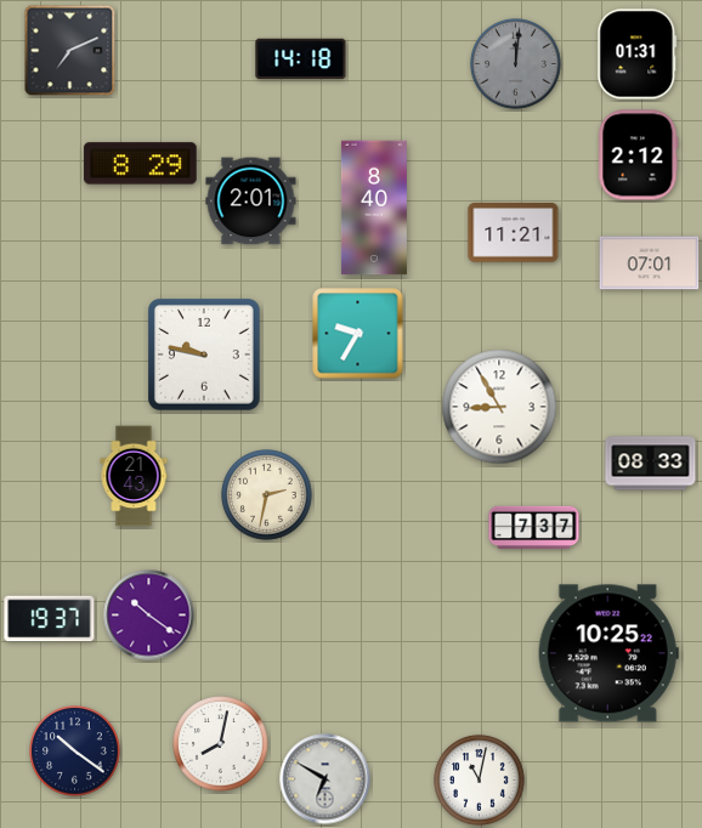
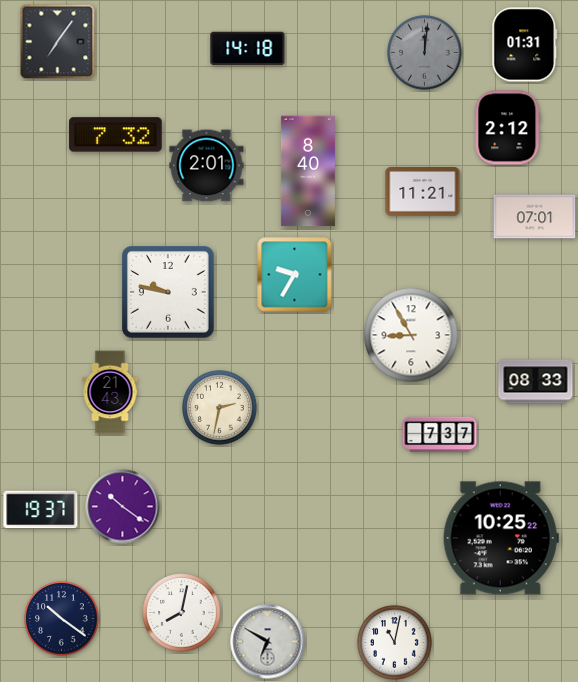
clock at (70, 51): 7:11 -> 7:06
clock at (639, 155) position: (639, 155) -> (508, 128)
clock at (141, 164): 8:29 -> 7:32
